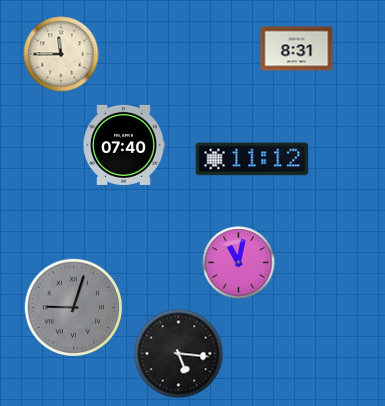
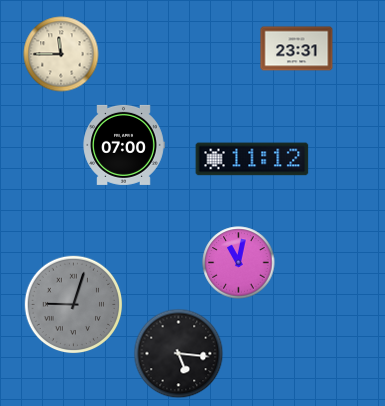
clock at (297, 49): 8:31 -> 23:31
clock at (124, 145): 07:40 -> 07:00
clock at (74, 308) position: (74, 308) -> (74, 305)
